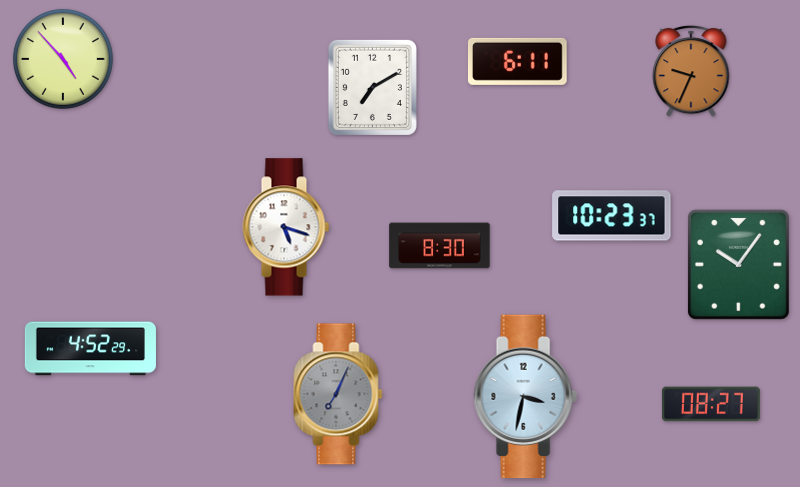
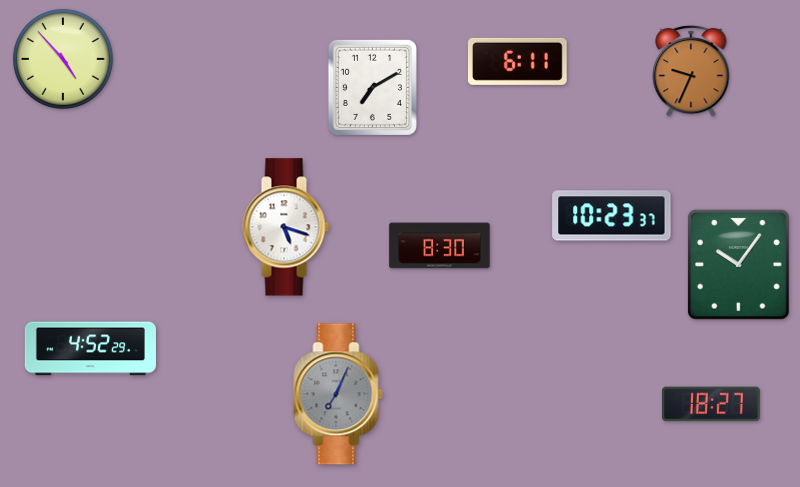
clock at (525, 397): 3:32 -> none
clock at (711, 404): 08:27 -> 18:27
